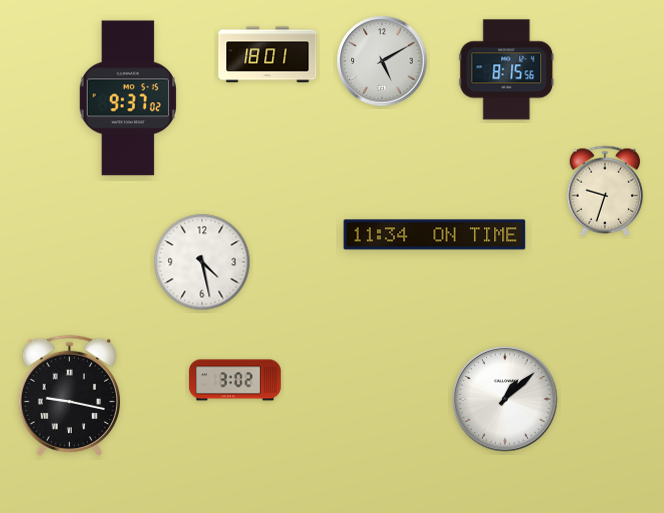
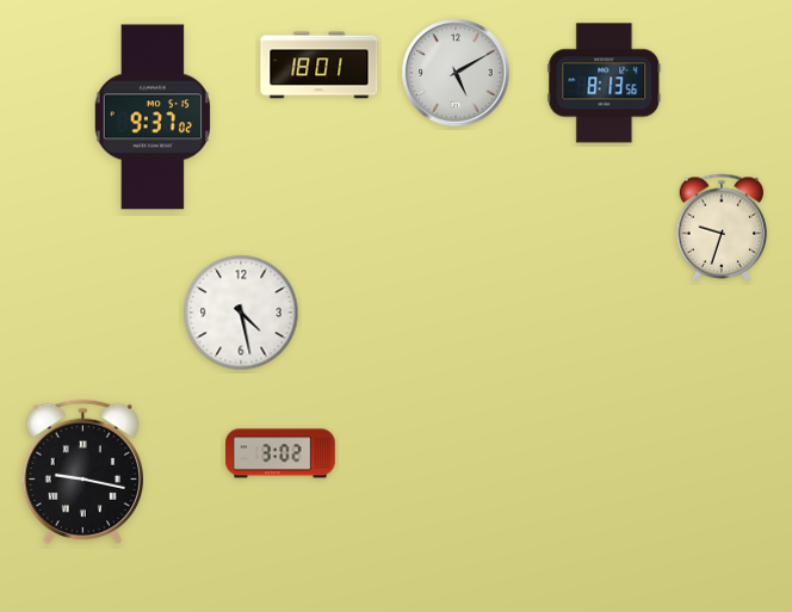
clock at (507, 70): 8:15 -> 8:13
clock at (435, 235): 11:34 -> none
clock at (505, 399): 1:08 -> none
